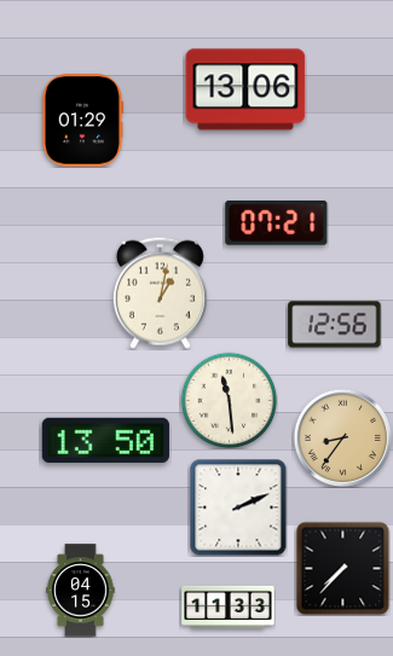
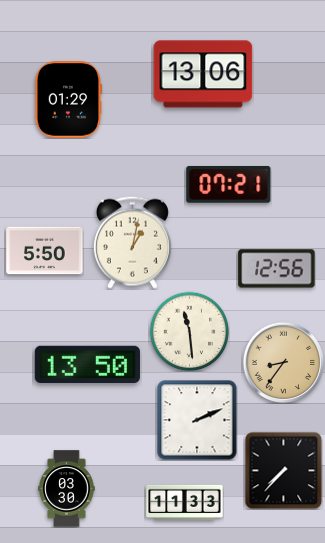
clock at (45, 251): none -> 5:50
clock at (81, 591): 04:15 -> 03:30
clock at (229, 606) position: (229, 606) -> (185, 502)
